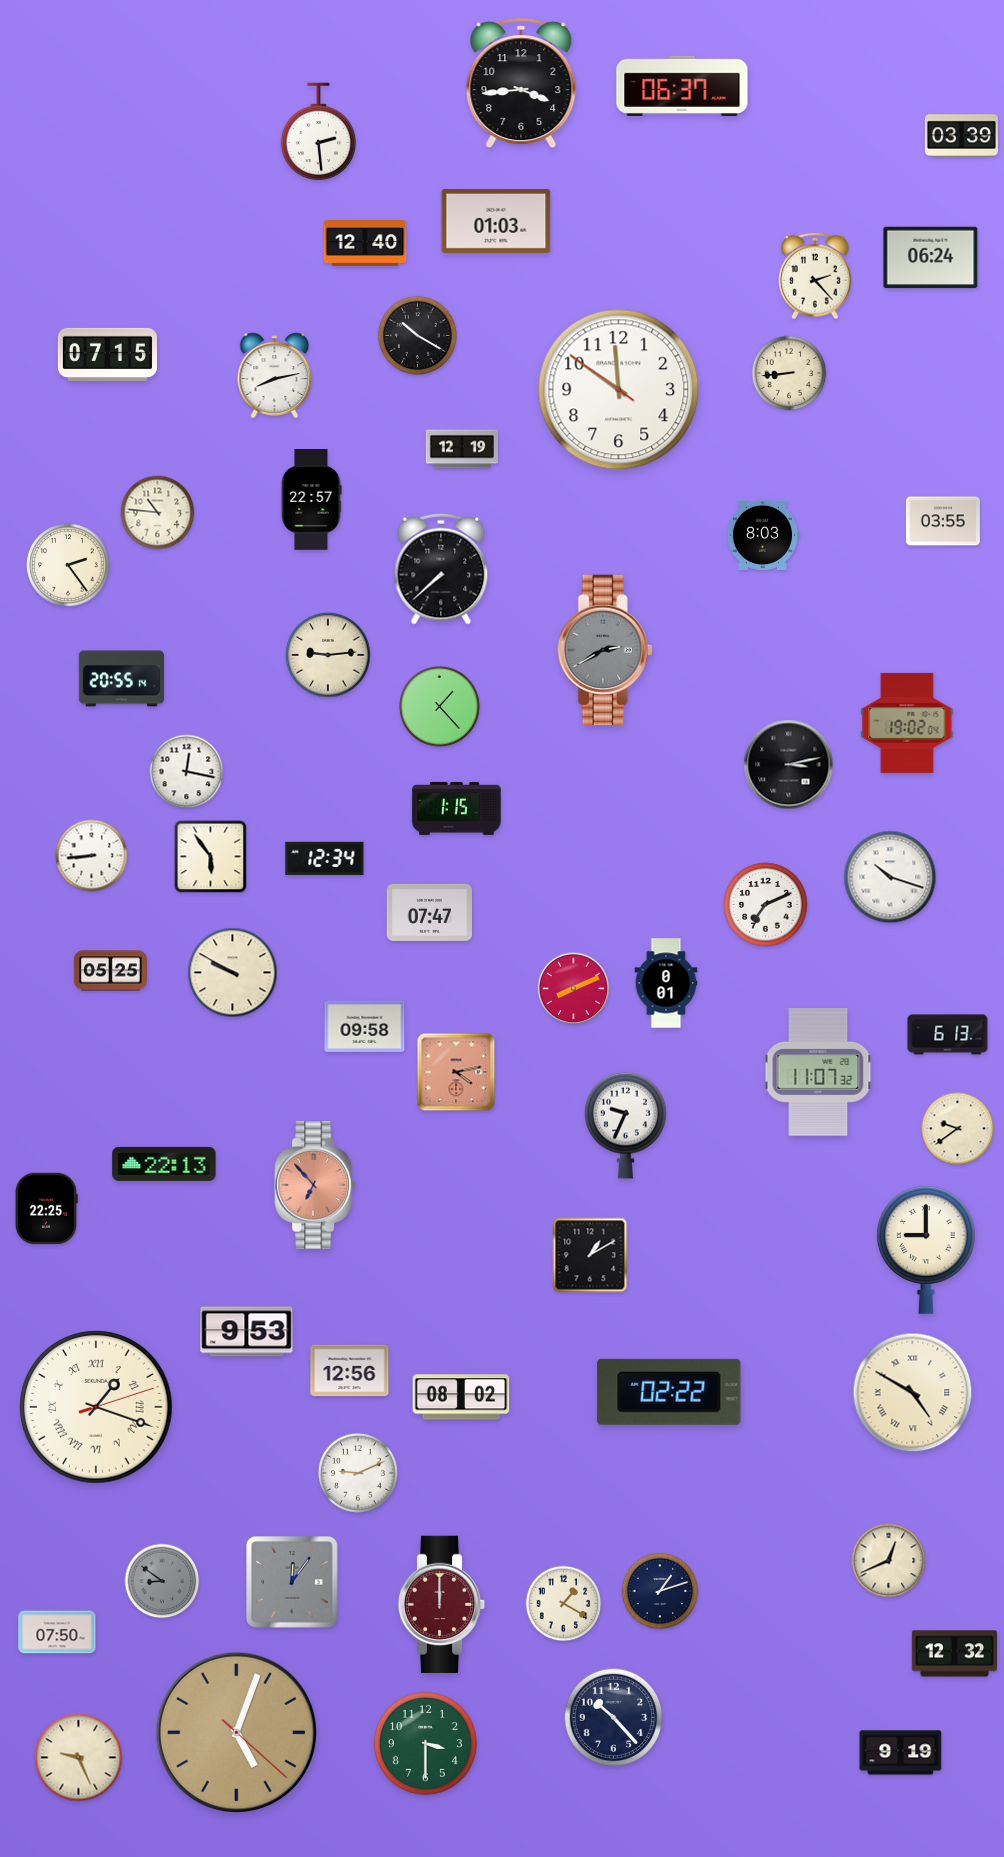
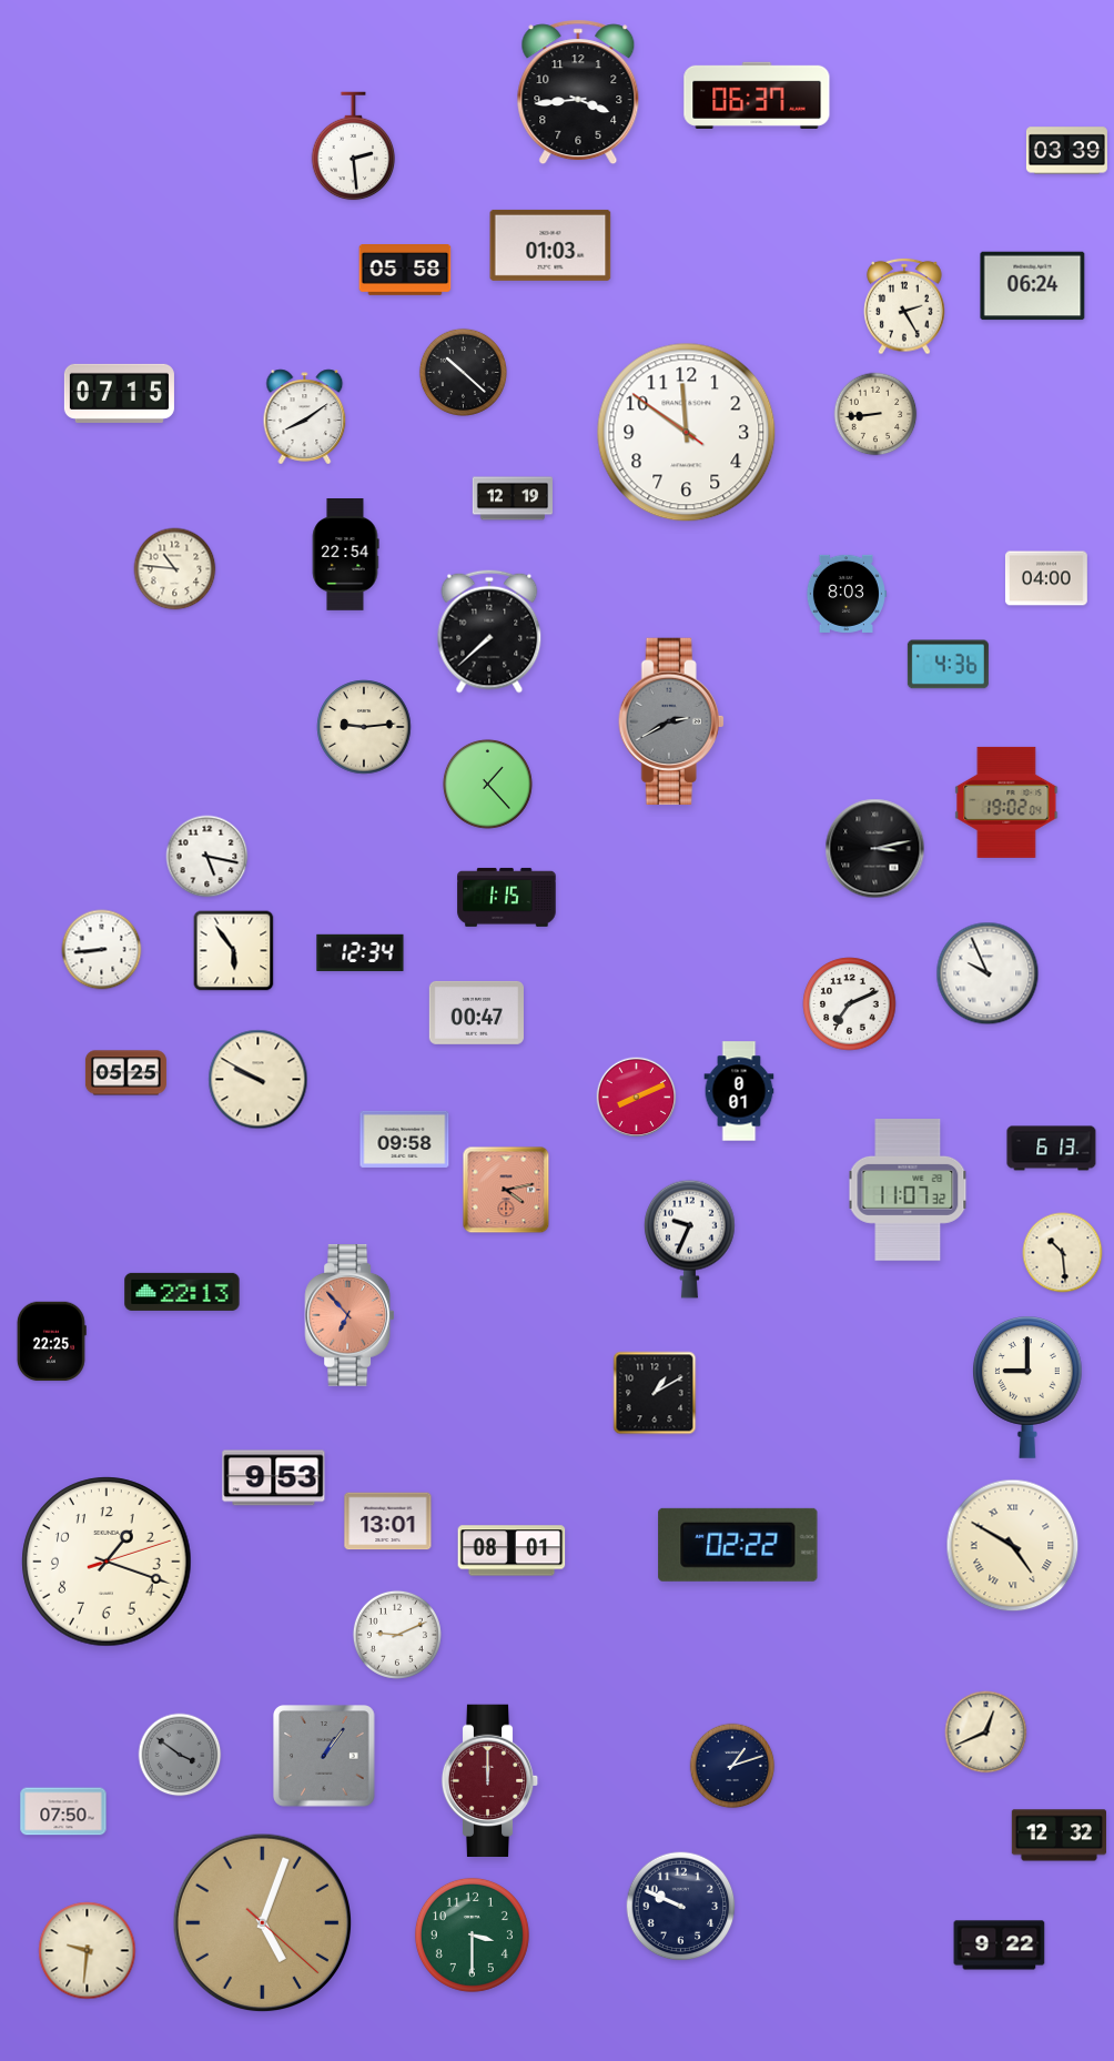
clock at (365, 243): 12:40 -> 05:58
clock at (815, 276): 2:23 -> 2:25
clock at (417, 335): 10:20 -> 10:22
clock at (275, 376): 8:13 -> 8:09
clock at (311, 500): 22:57 -> 22:54
clock at (943, 521): 03:55 -> 04:00
clock at (68, 565): 2:24 -> none
clock at (948, 665): none -> 4:36
clock at (121, 679): 20:55 -> none
clock at (187, 772): 12:17 -> 5:17
clock at (890, 877): 10:18 -> 9:56
clock at (429, 912): 07:47 -> 00:47
clock at (110, 971) position: (110, 971) -> (125, 1073)
clock at (626, 1125) position: (626, 1125) -> (690, 1239)
clock at (958, 1129): 9:39 -> 10:29
clock at (350, 1371): 12:56 -> 13:01
clock at (669, 1392) position: (669, 1392) -> (738, 1545)
clock at (461, 1397): 08:02 -> 08:01
clock at (96, 1407) numerals: Roman -> Arabic
clock at (162, 1581): 8:51 -> 3:51
clock at (292, 1582): 12:06 -> 1:06
clock at (564, 1604): 1:20 -> none
clock at (614, 1718): 10:23 -> 9:49
clock at (901, 1753): 9:19 -> 9:22
clock at (79, 1758): 9:26 -> 9:31
